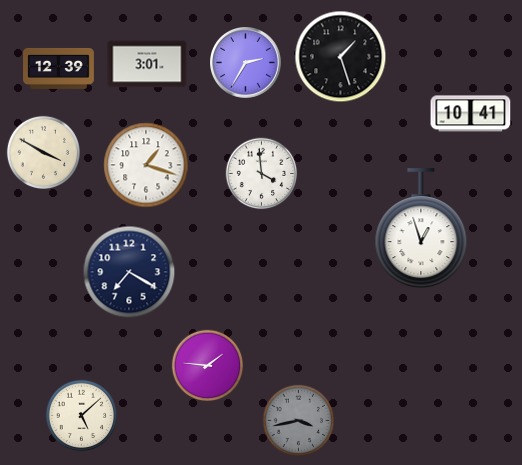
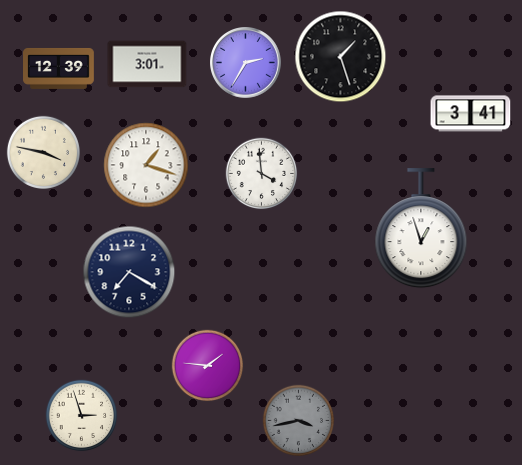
clock at (471, 114): 10:41 -> 3:41
clock at (43, 152): 3:50 -> 3:47
clock at (82, 416): 5:08 -> 2:57
